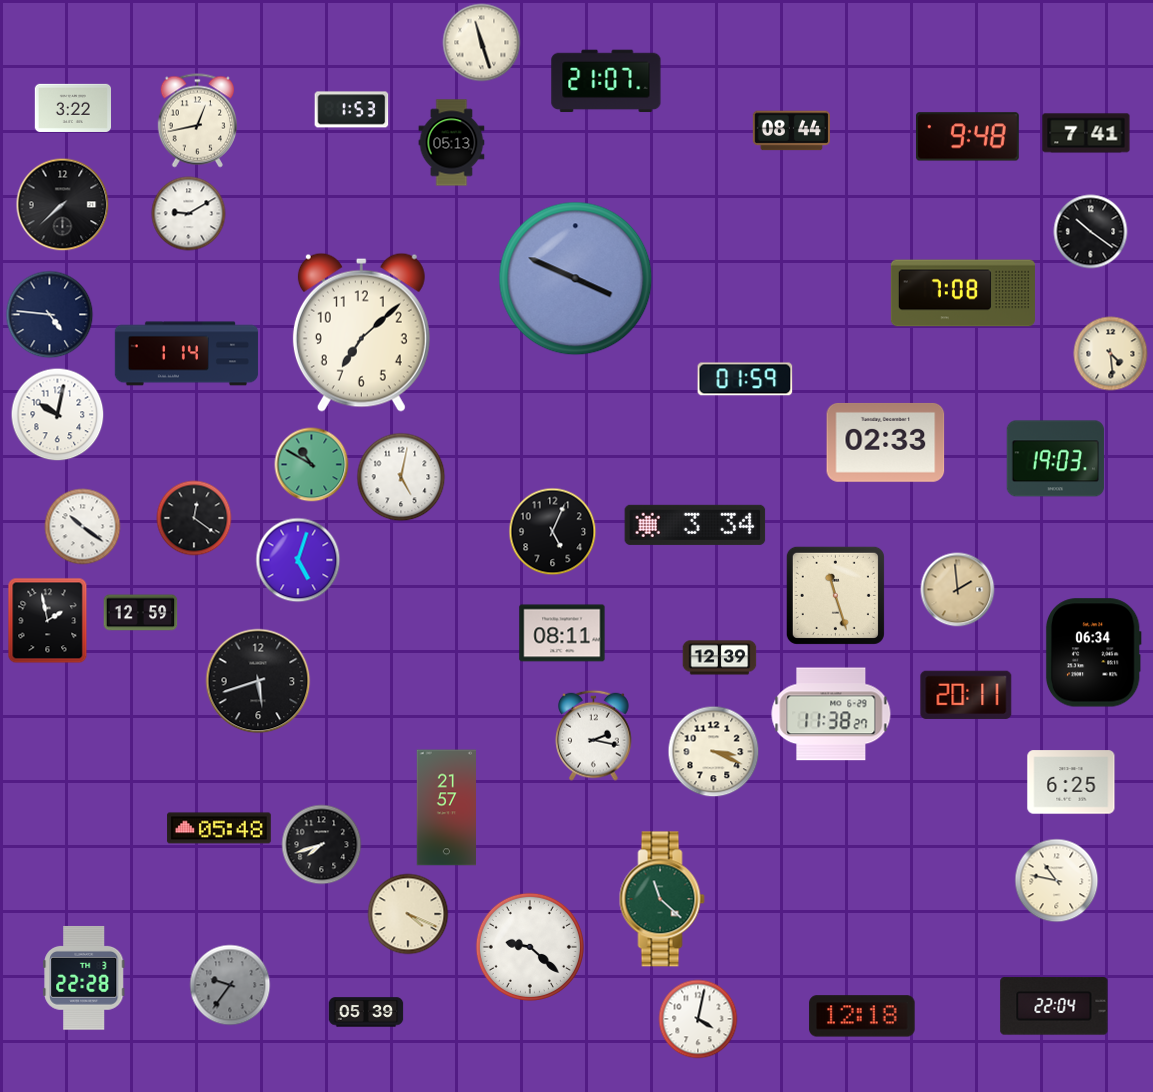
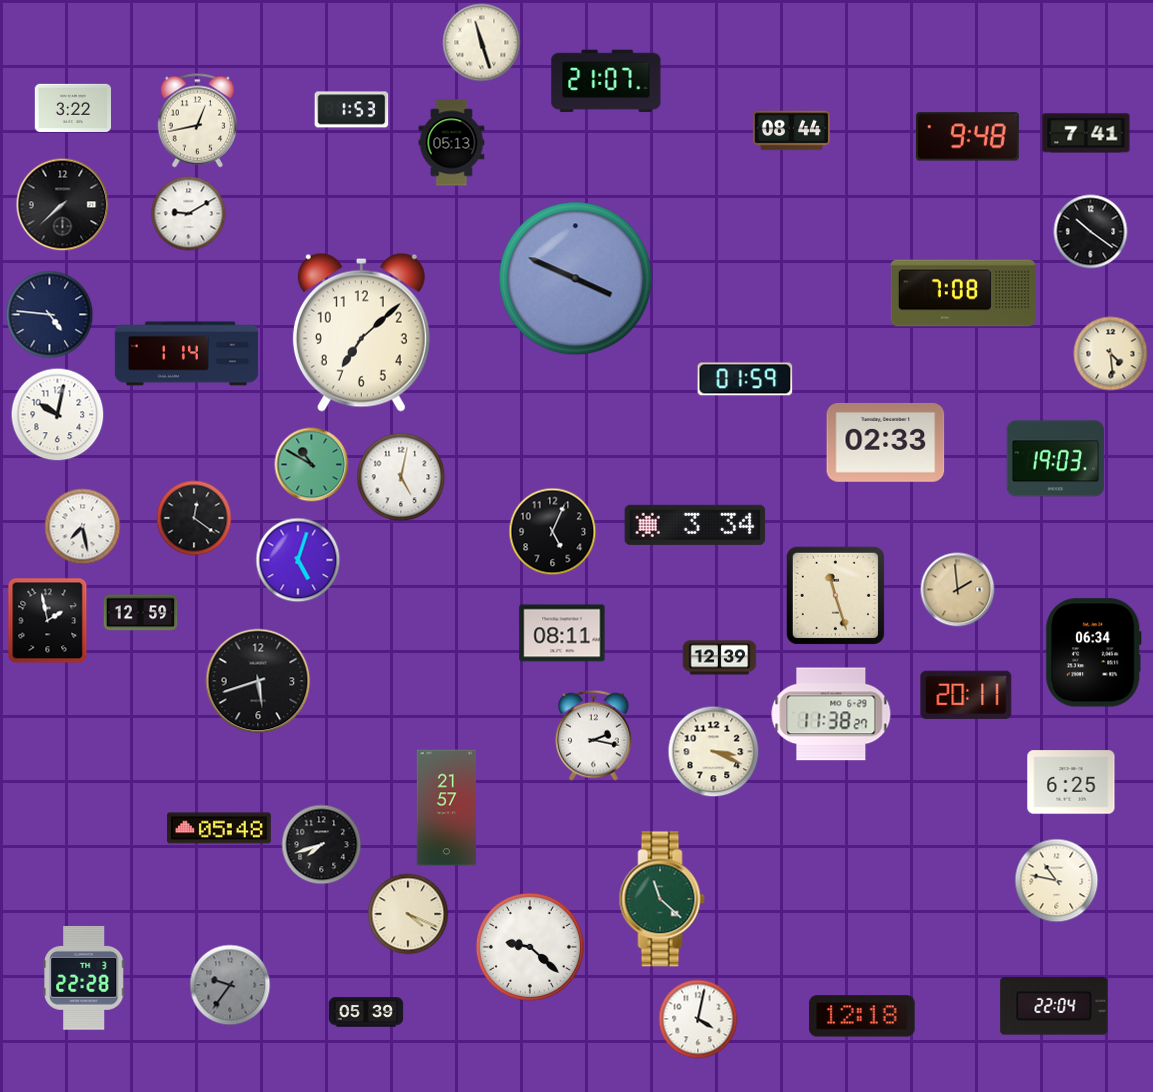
clock at (83, 527): 10:21 -> 7:28
